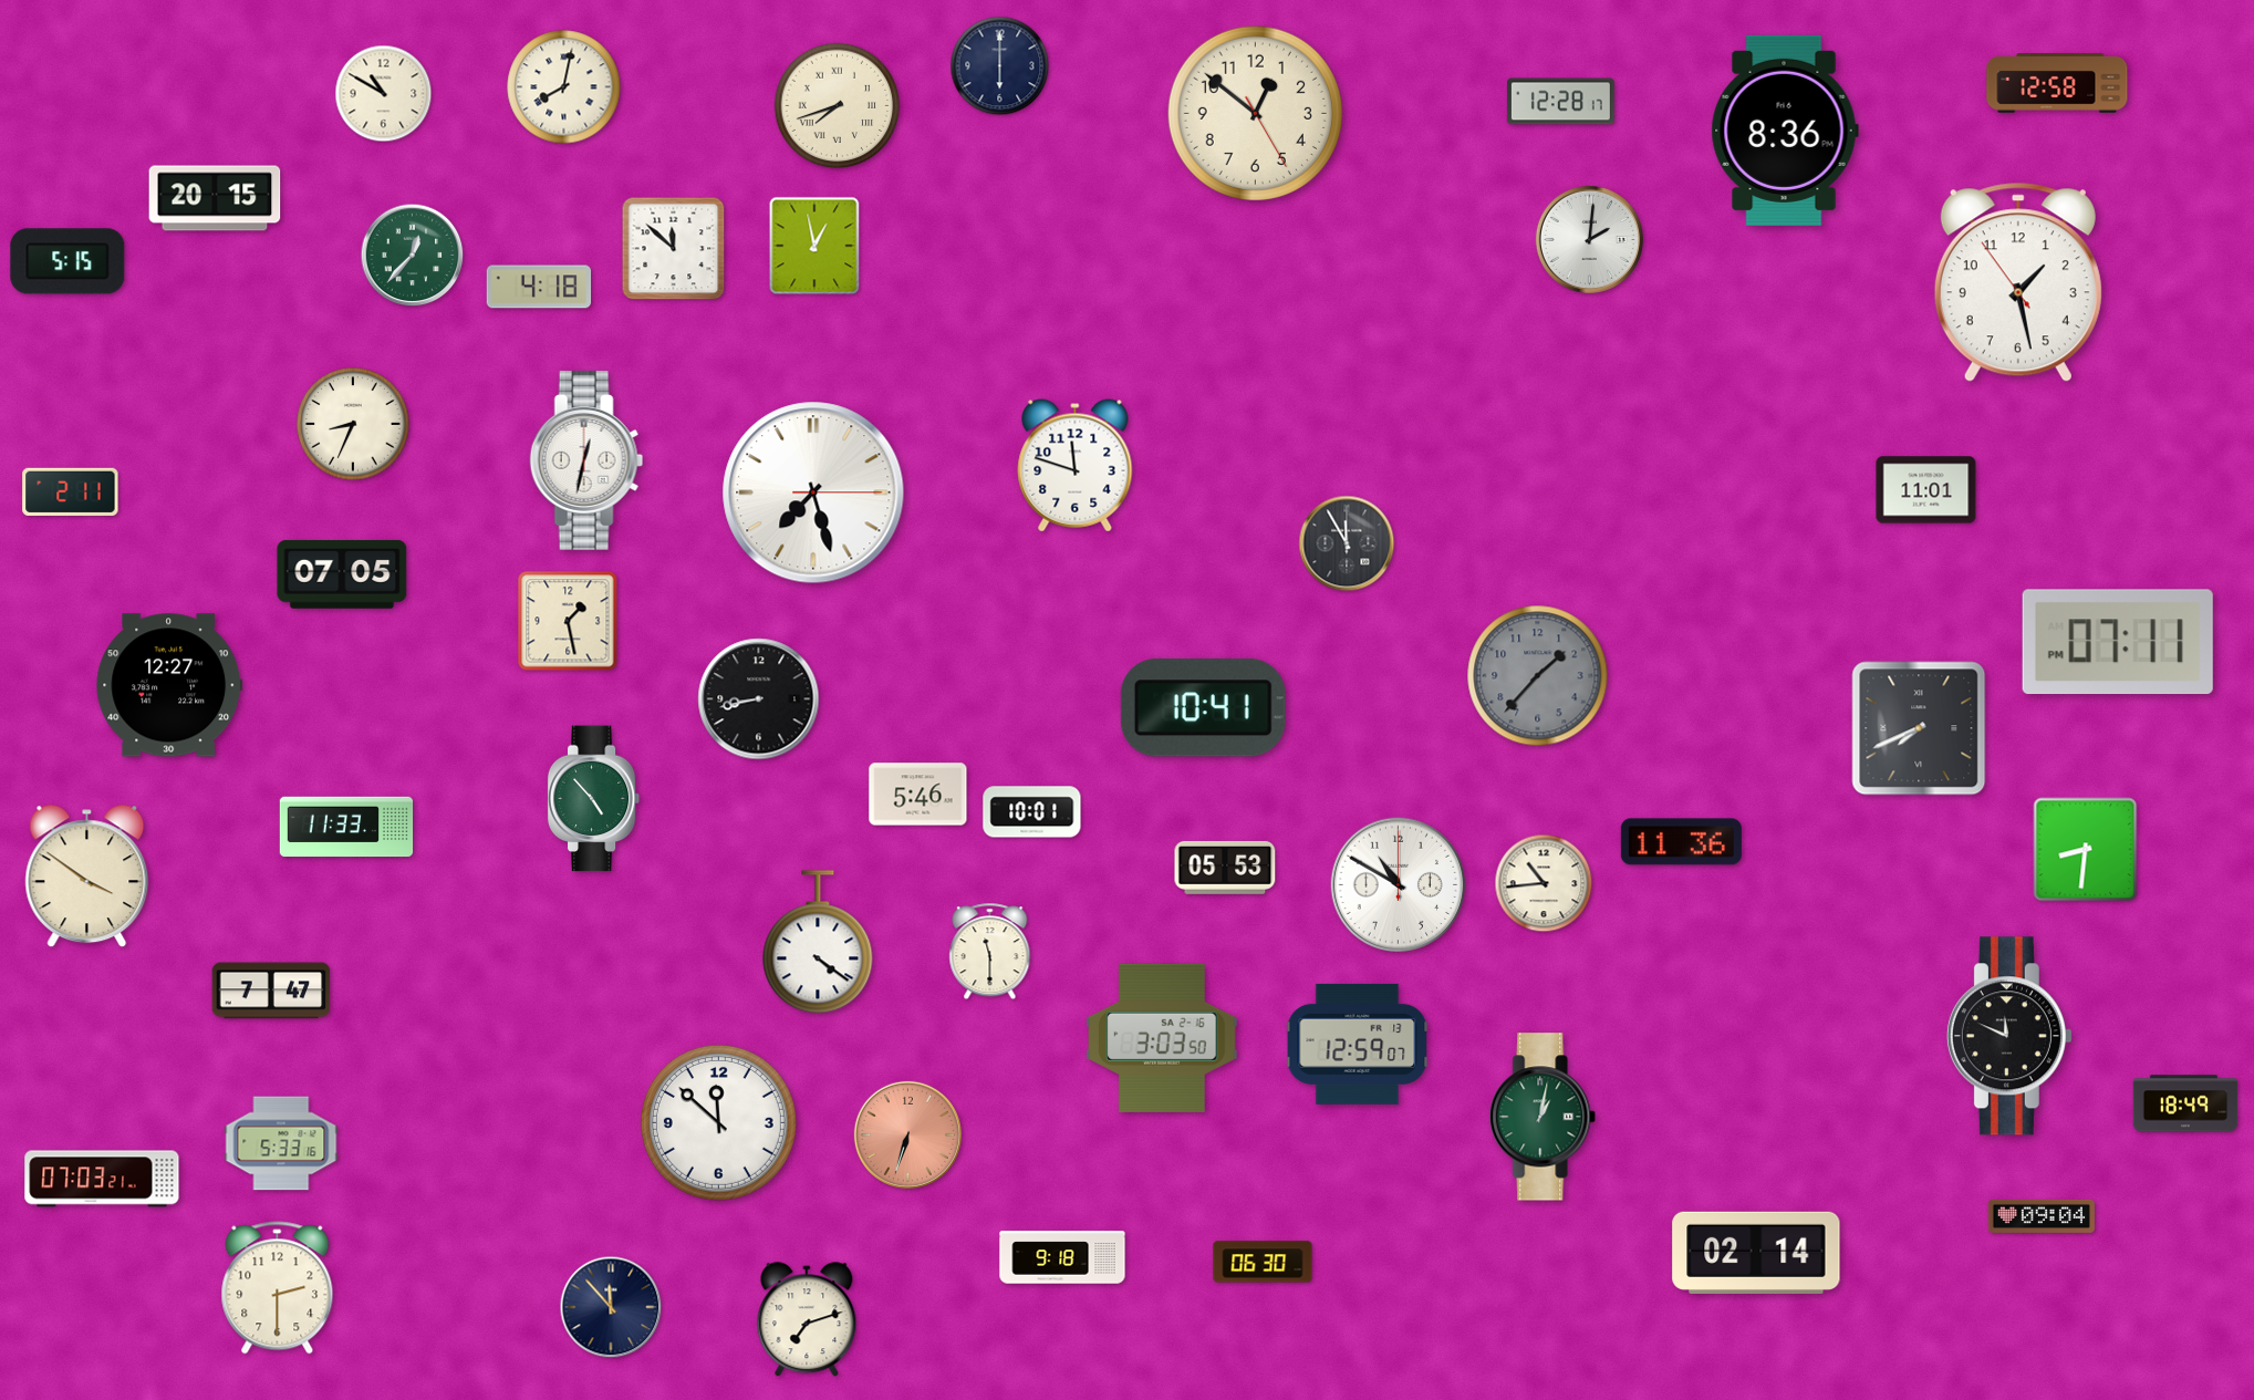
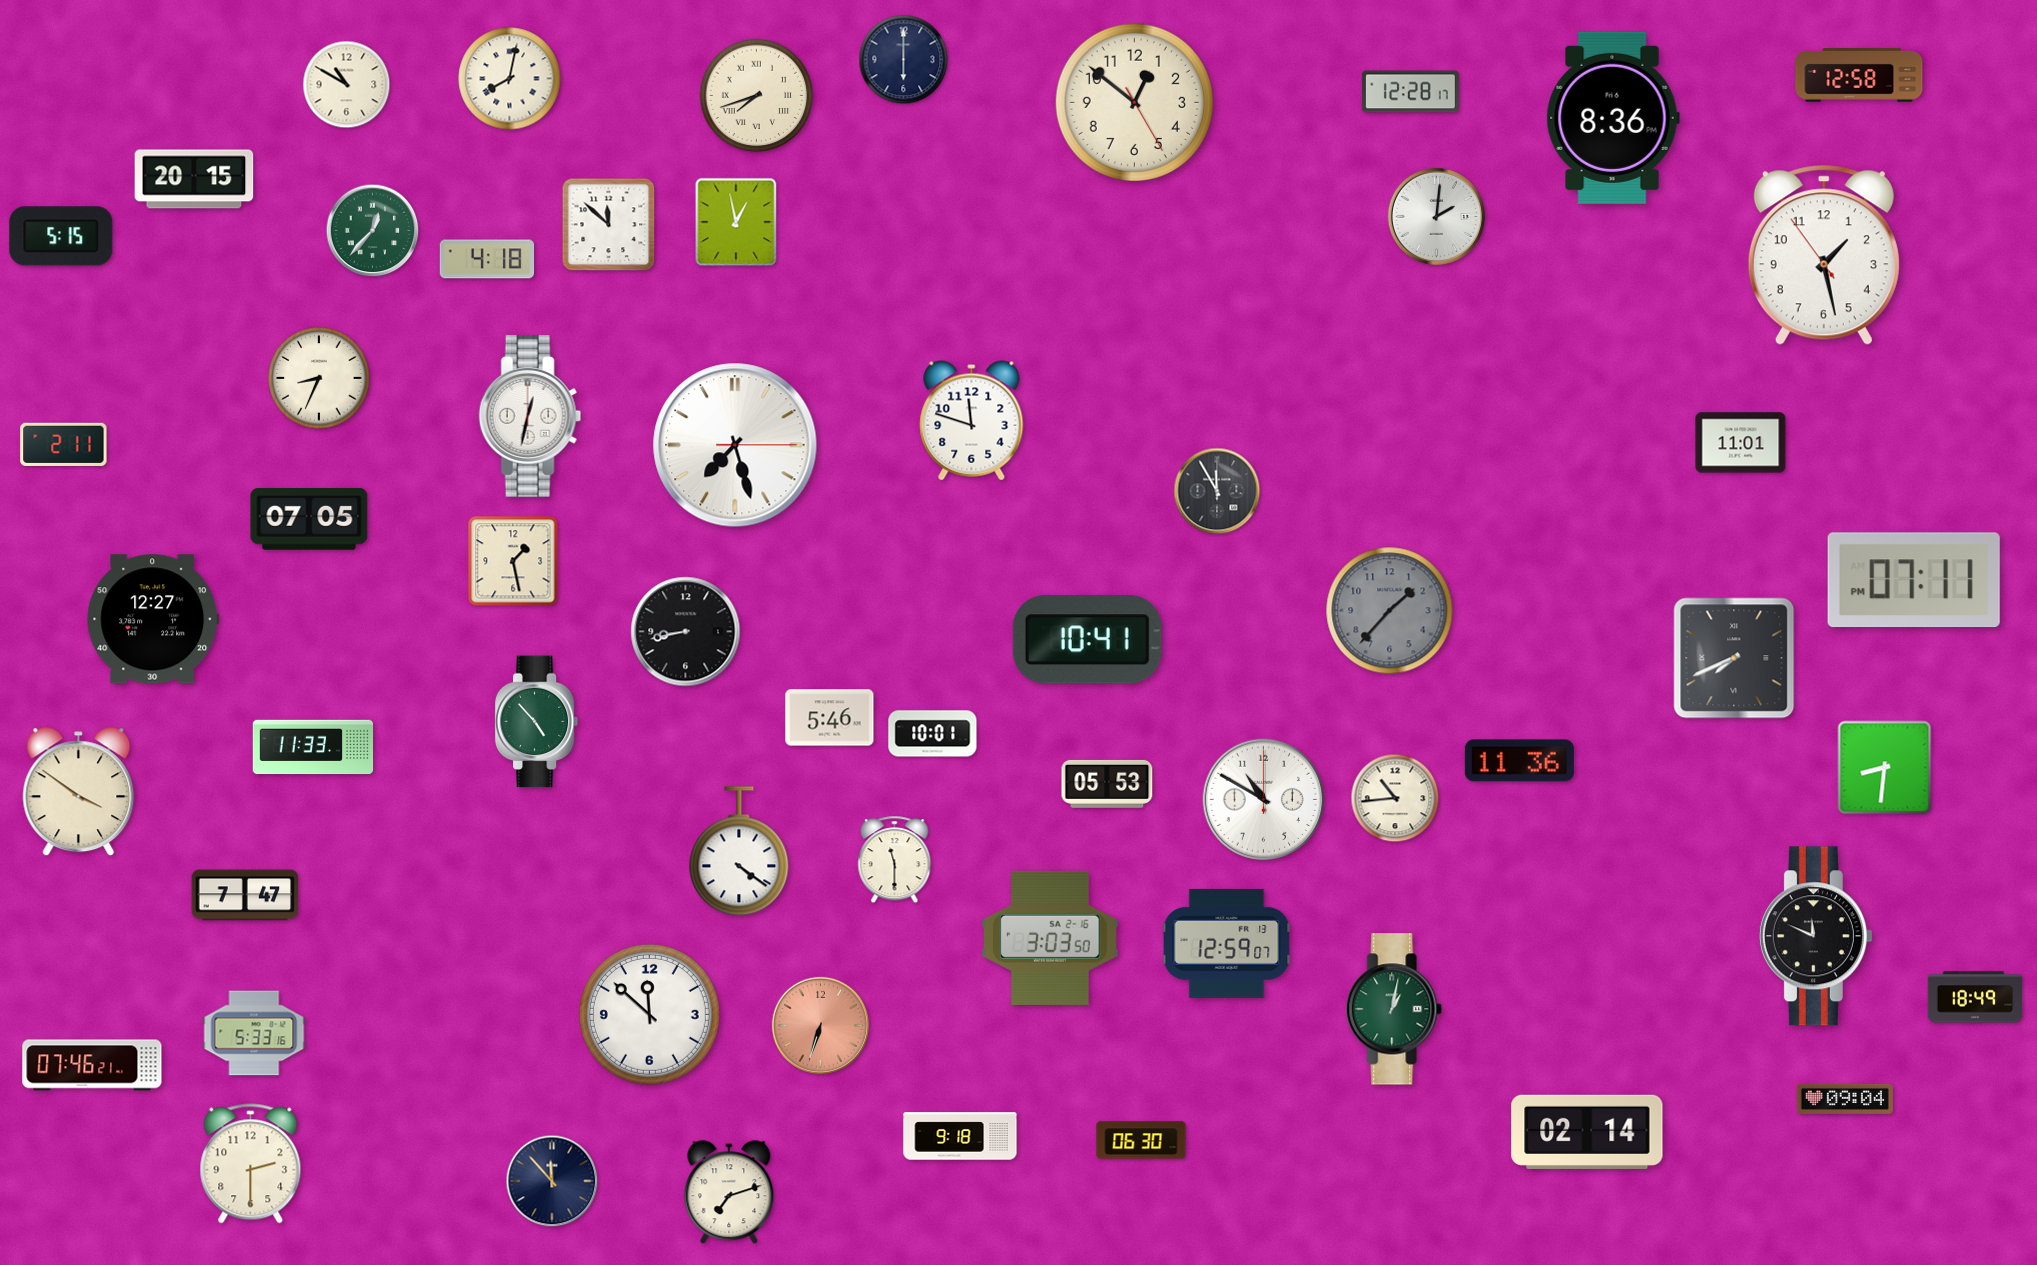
clock at (353, 424) position: (353, 424) -> (319, 378)
clock at (102, 1179): 07:03 -> 07:46
